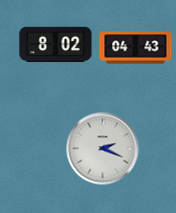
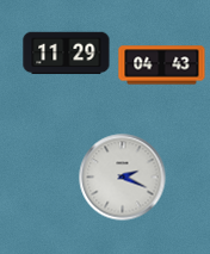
clock at (56, 45): 8:02 -> 11:29
clock at (136, 48) position: (136, 48) -> (162, 66)
